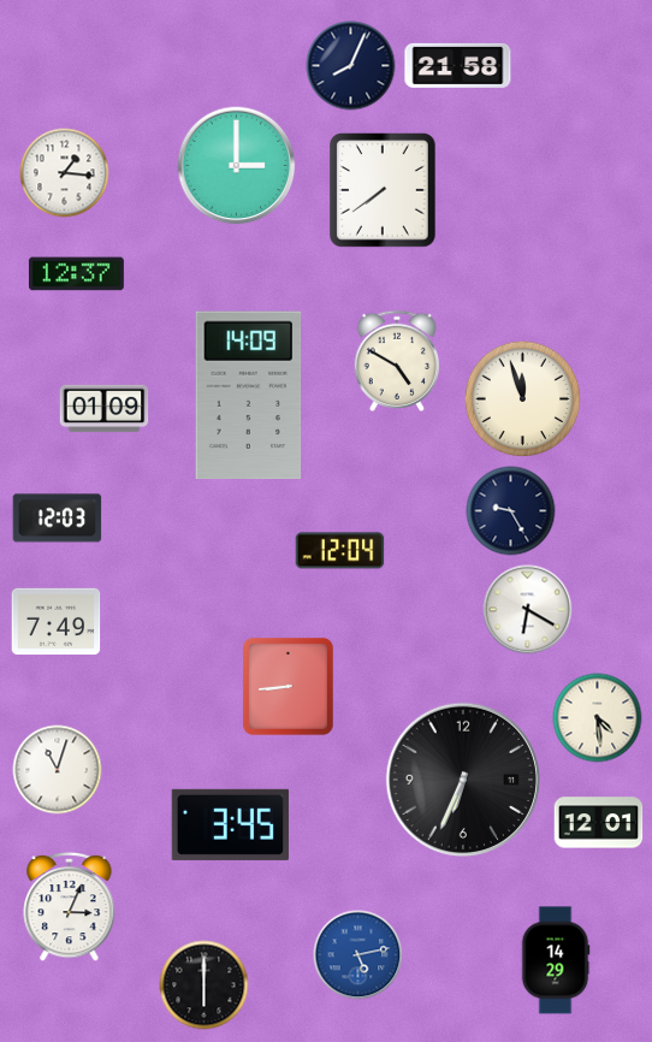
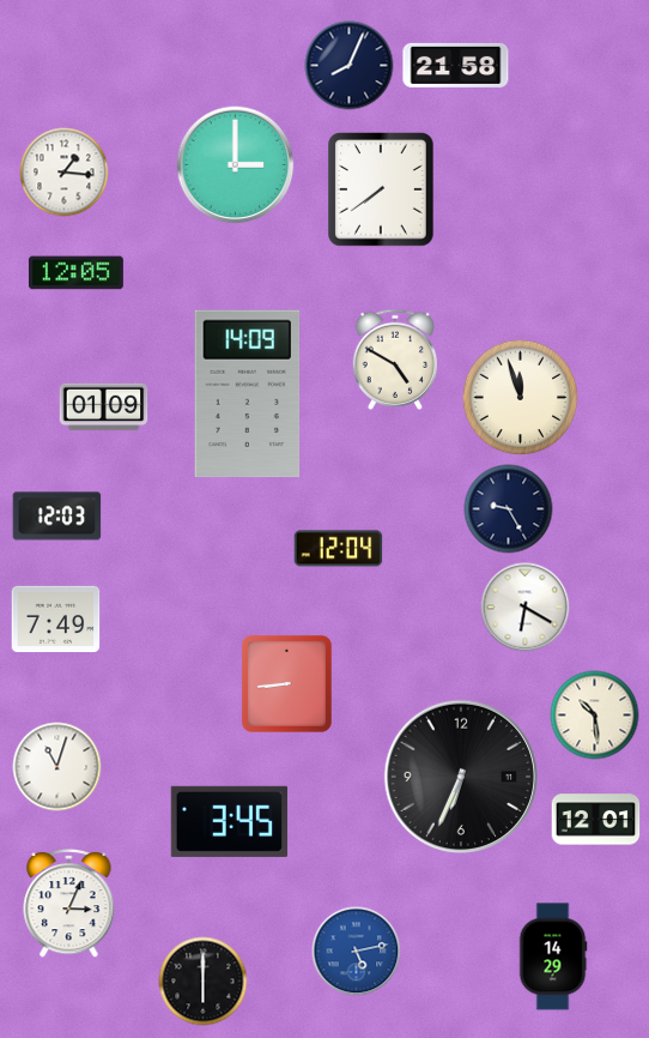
clock at (76, 274): 12:37 -> 12:05
clock at (598, 718): 4:29 -> 10:29
